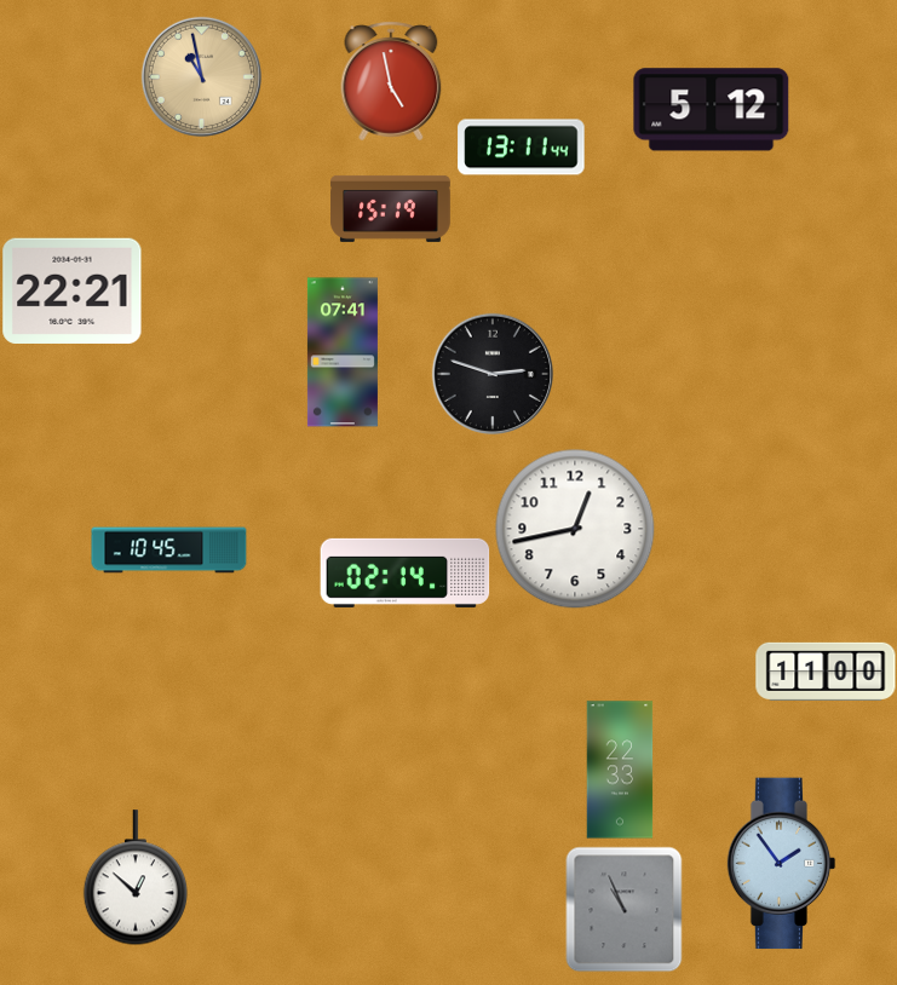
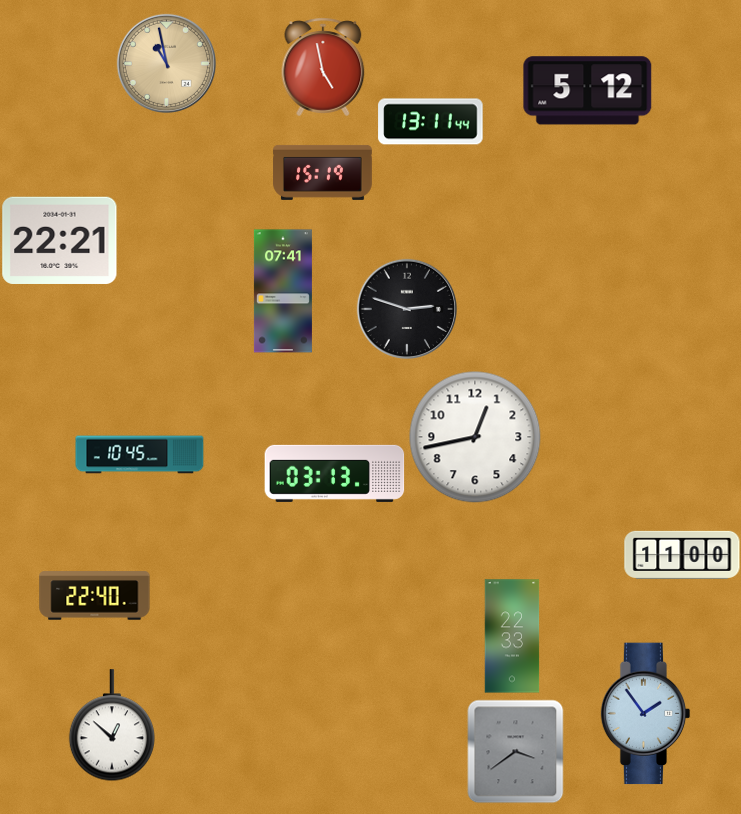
clock at (406, 572): 02:14 -> 03:13
clock at (95, 596): none -> 22:40
clock at (625, 909): 10:56 -> 3:39
